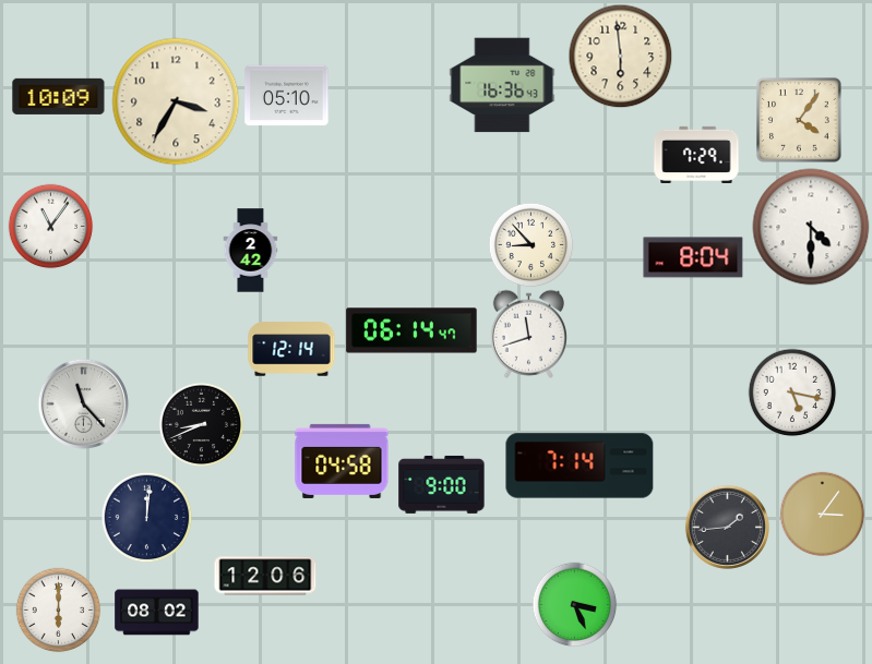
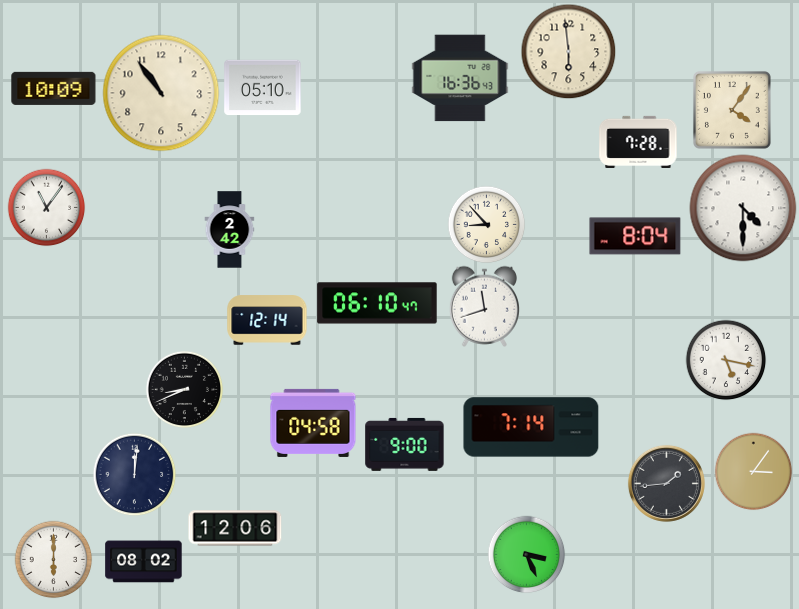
clock at (176, 101): 3:35 -> 10:54
clock at (696, 154): 7:29 -> 7:28
clock at (411, 330): 06:14 -> 06:10
clock at (83, 403): 11:23 -> none
clock at (265, 576) position: (265, 576) -> (235, 528)
